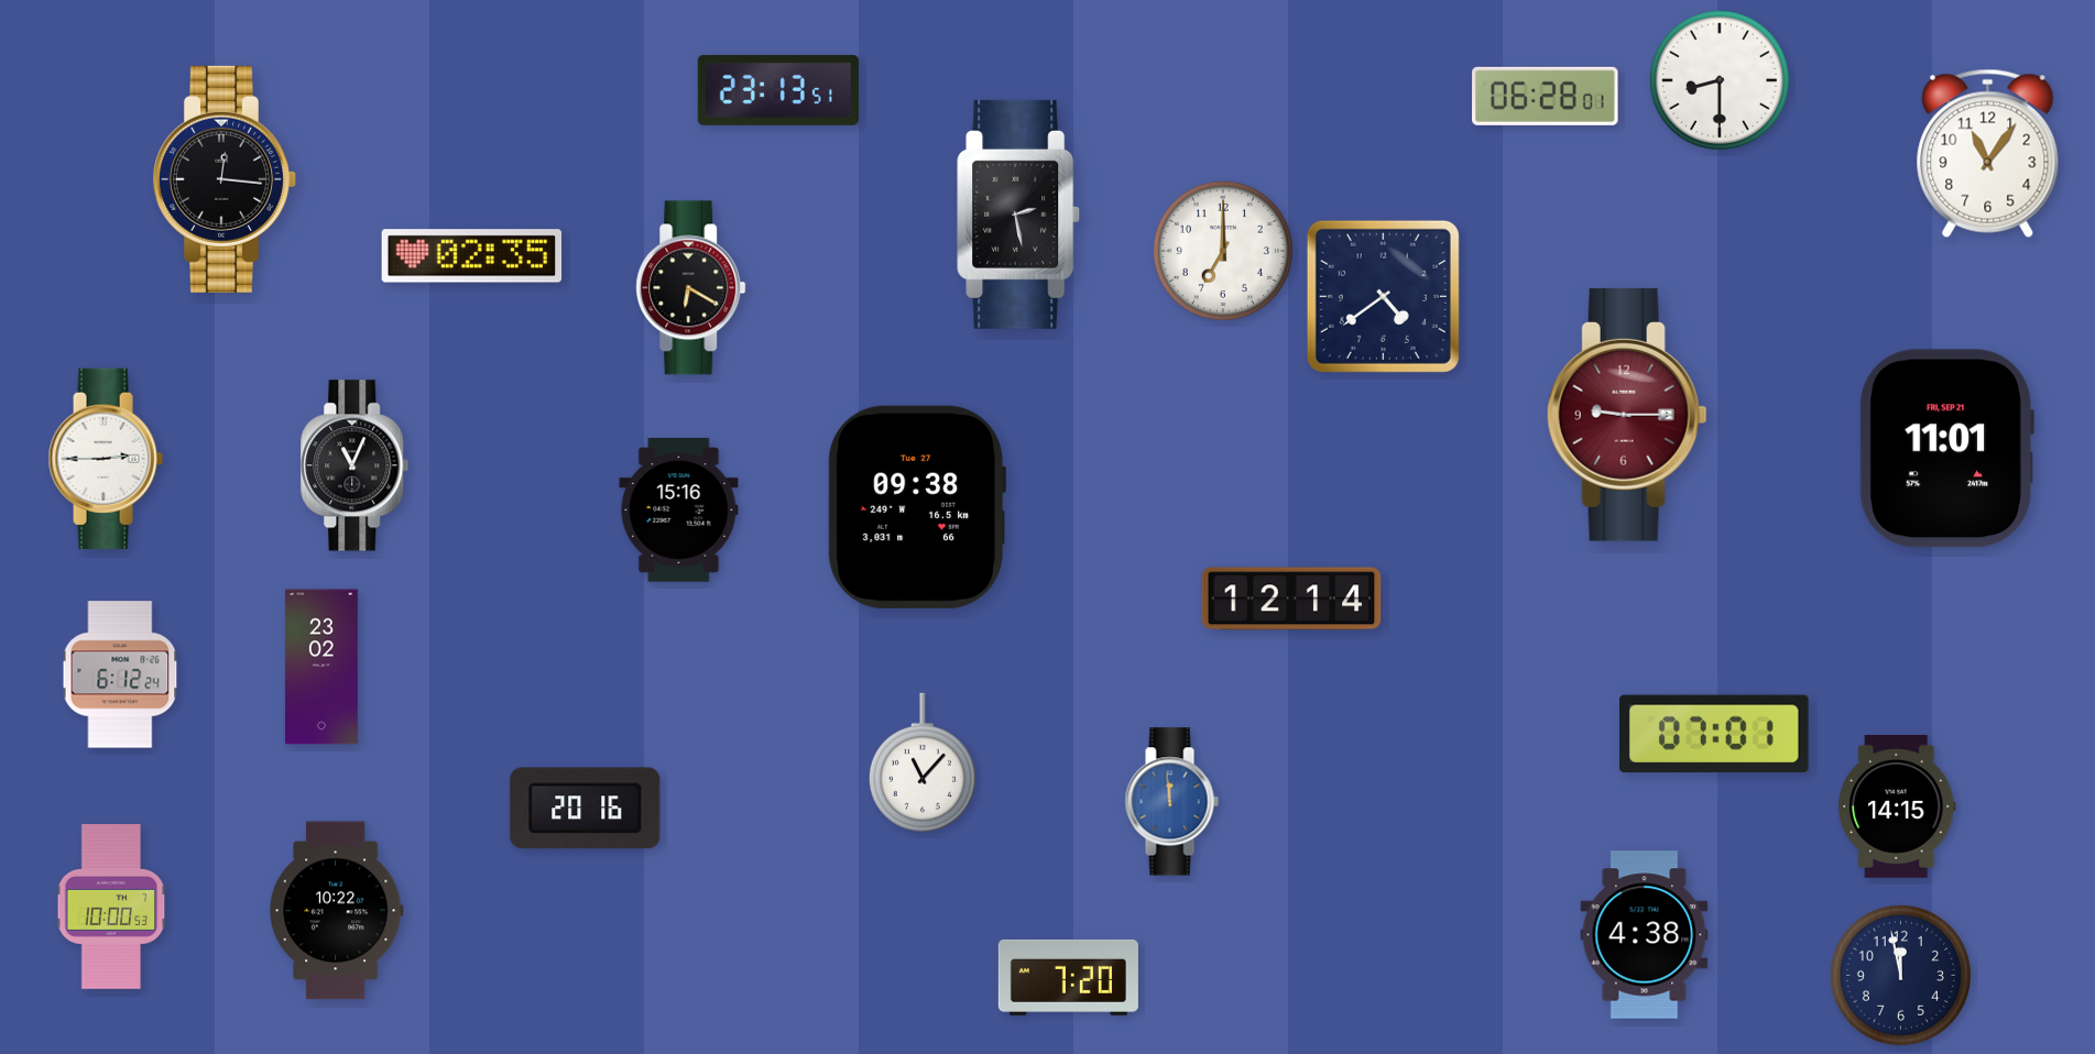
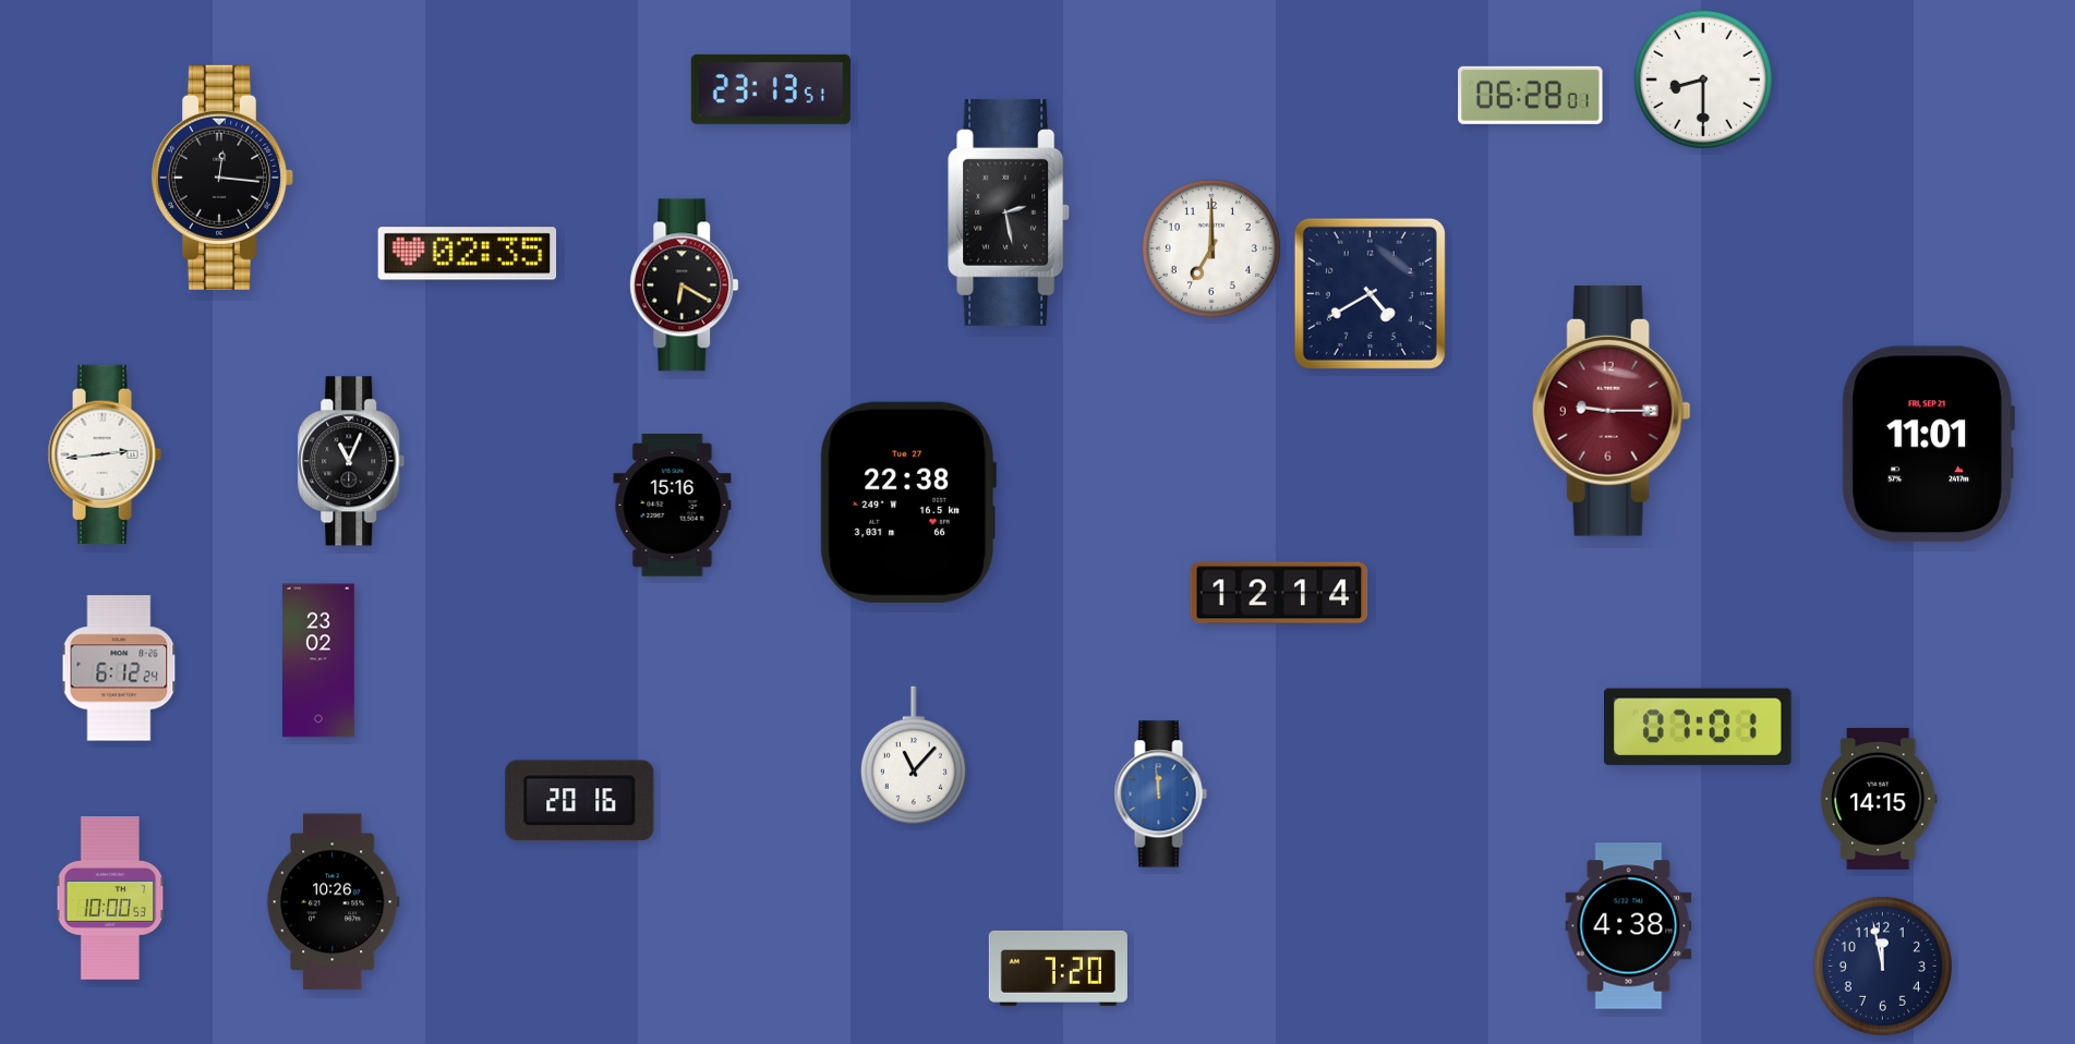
clock at (1988, 153): 11:06 -> none
clock at (1383, 296): 4:39 -> 4:40
clock at (106, 458): 2:45 -> 2:44
clock at (917, 507): 09:38 -> 22:38
clock at (336, 911): 10:22 -> 10:26
